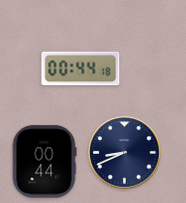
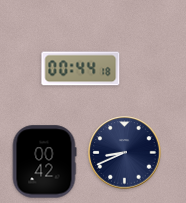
clock at (44, 162): 00:44 -> 00:42
